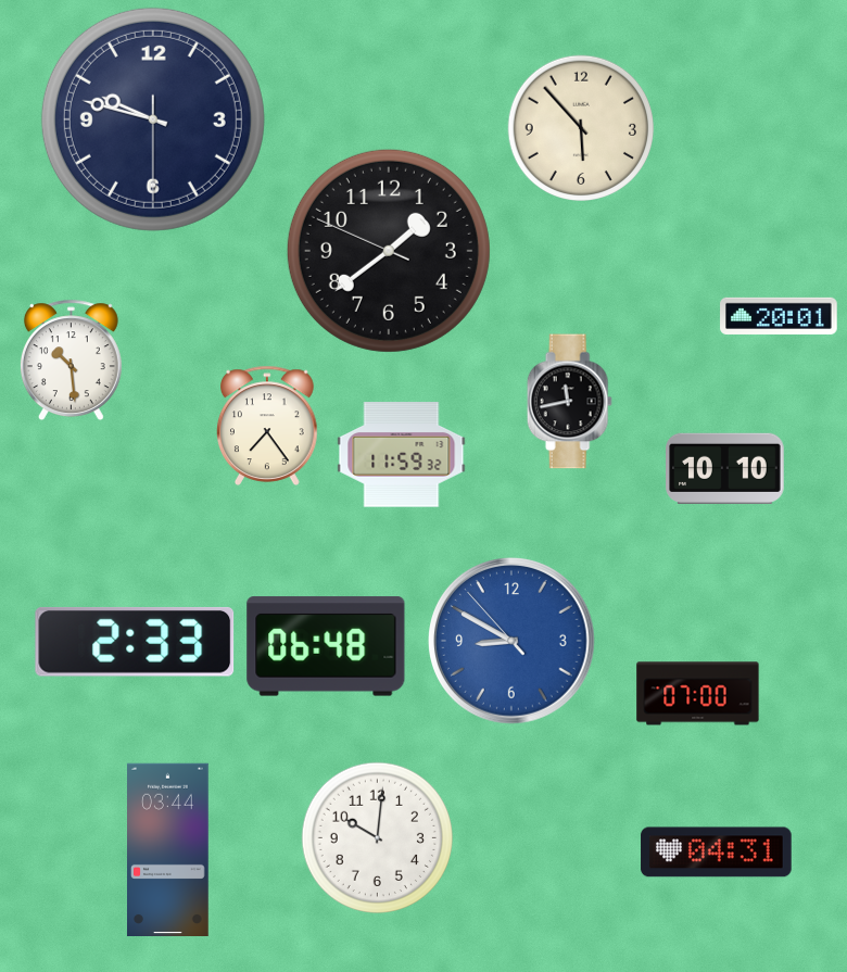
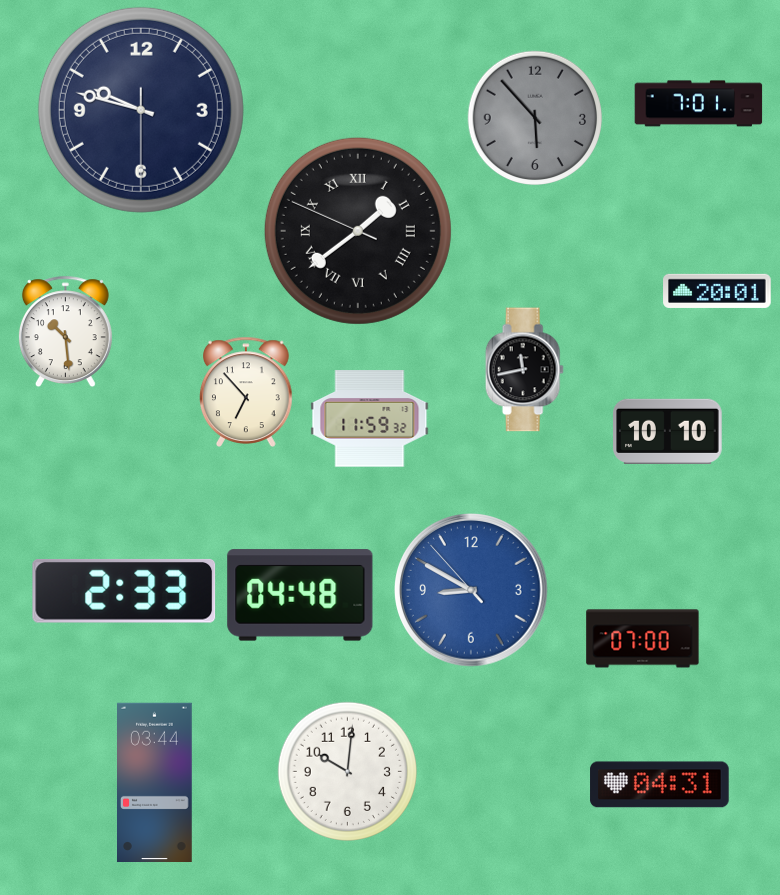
clock at (699, 104): none -> 7:01
clock at (580, 127) dial: cream -> grey
clock at (389, 251) numerals: Arabic -> Roman
clock at (268, 426): 7:24 -> 6:53
clock at (326, 646): 06:48 -> 04:48
